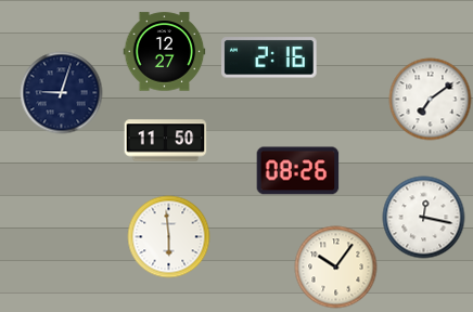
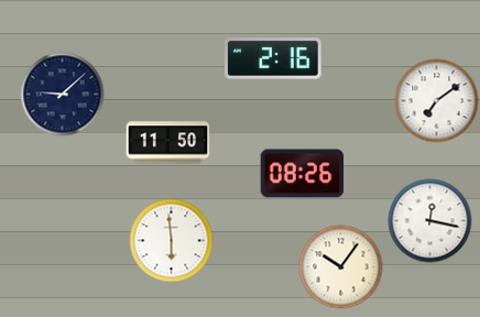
clock at (165, 52): 12:27 -> none
clock at (62, 93): 9:03 -> 9:08
clock at (336, 268) position: (336, 268) -> (341, 267)
